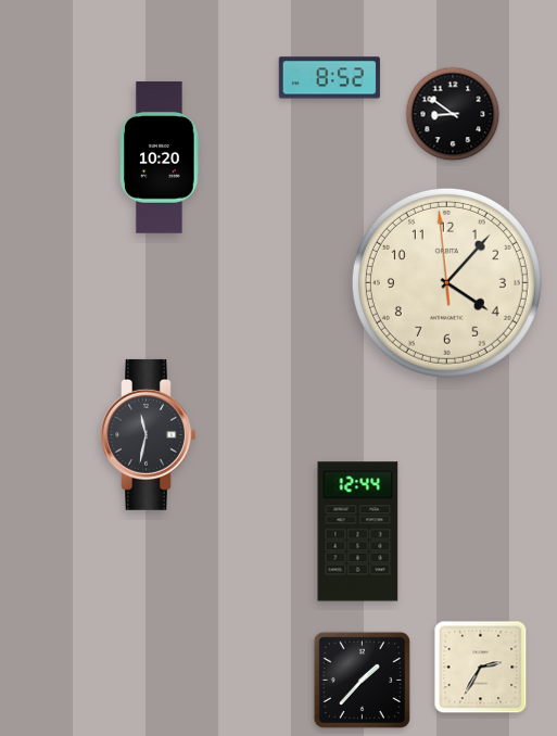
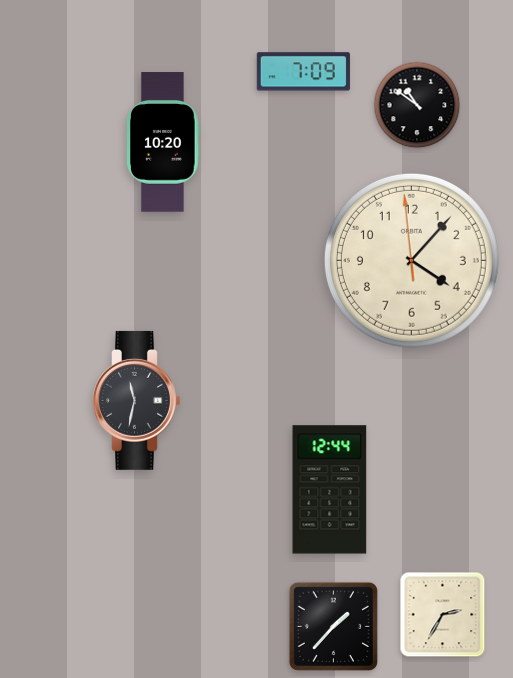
clock at (329, 78): 8:52 -> 7:09
clock at (453, 114): 8:51 -> 10:51
clock at (160, 157) position: (160, 157) -> (163, 142)
